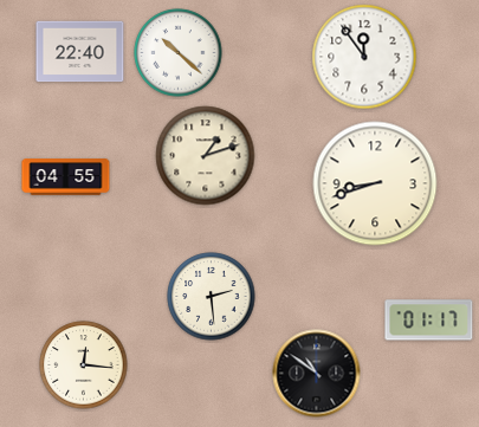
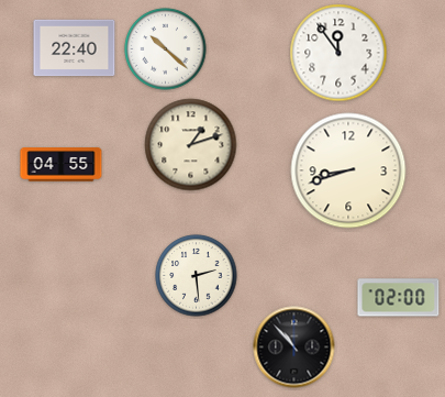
clock at (429, 321): 01:17 -> 02:00
clock at (84, 365): 12:16 -> none
clock at (317, 374): 10:51 -> 10:53
